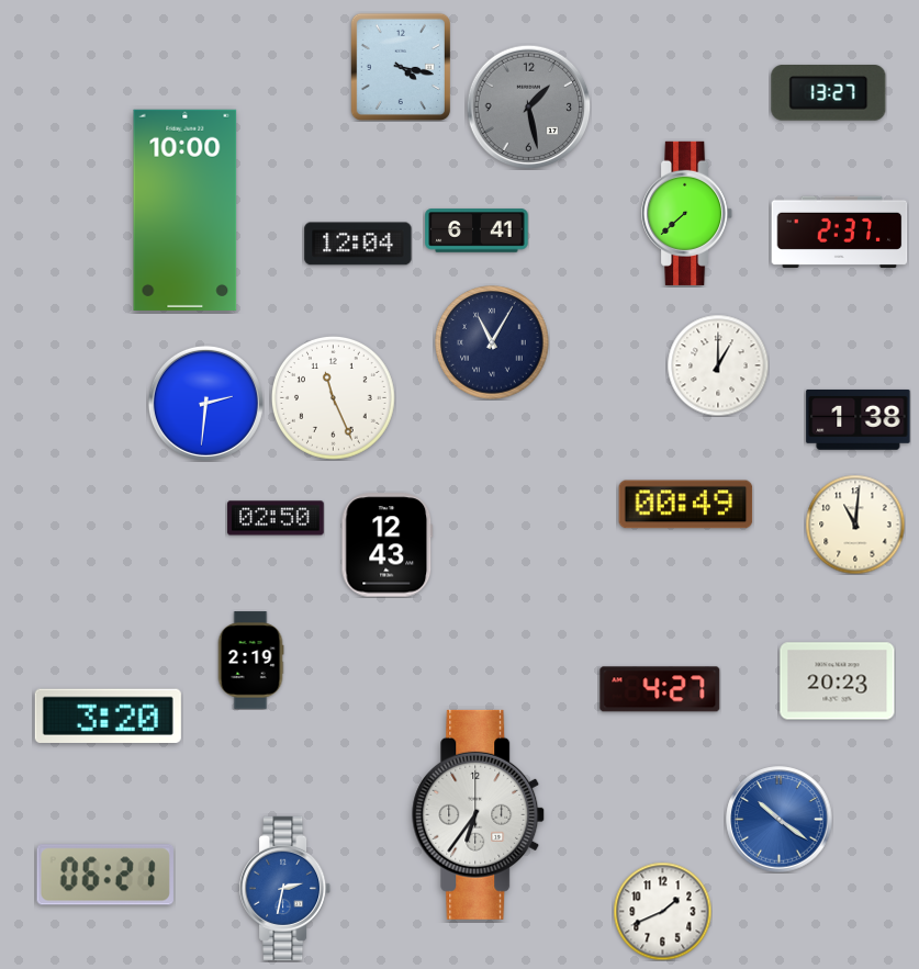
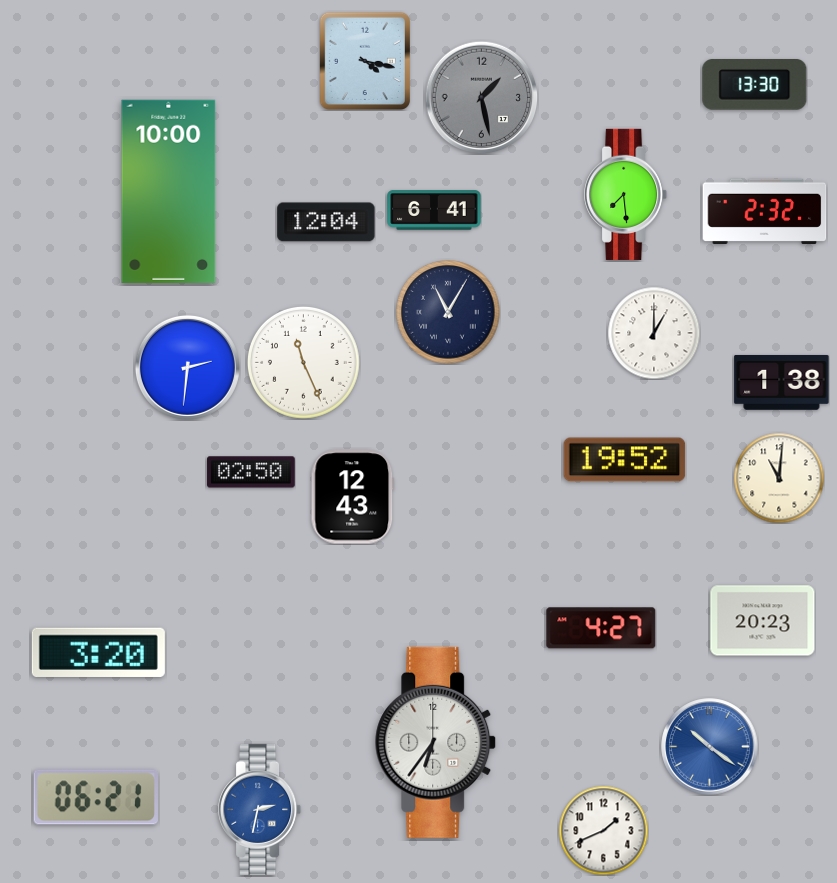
clock at (829, 93): 13:27 -> 13:30
clock at (687, 213): 7:38 -> 7:29
clock at (840, 232): 2:37 -> 2:32
clock at (686, 505): 00:49 -> 19:52
clock at (250, 661): 2:19 -> none
